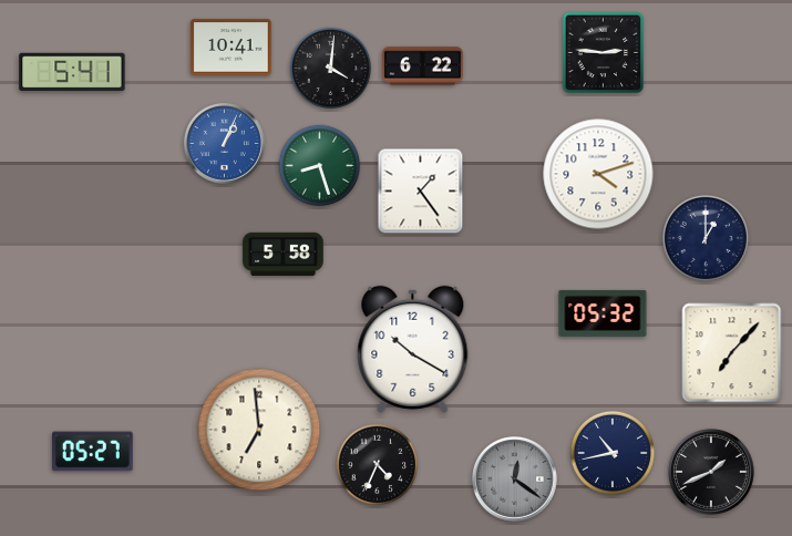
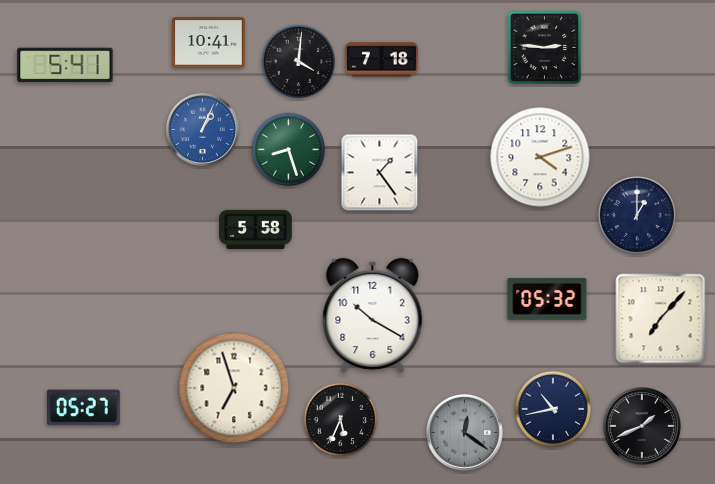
clock at (423, 66): 6:22 -> 7:18
clock at (603, 313) position: (603, 313) -> (547, 299)
clock at (259, 430): 6:59 -> 6:57
clock at (378, 465): 4:34 -> 5:34
